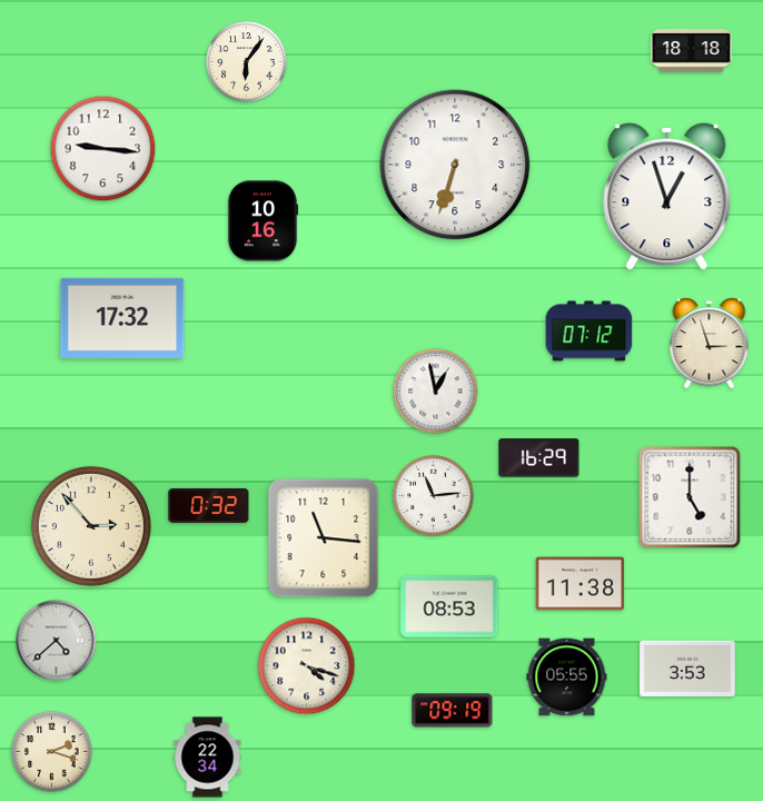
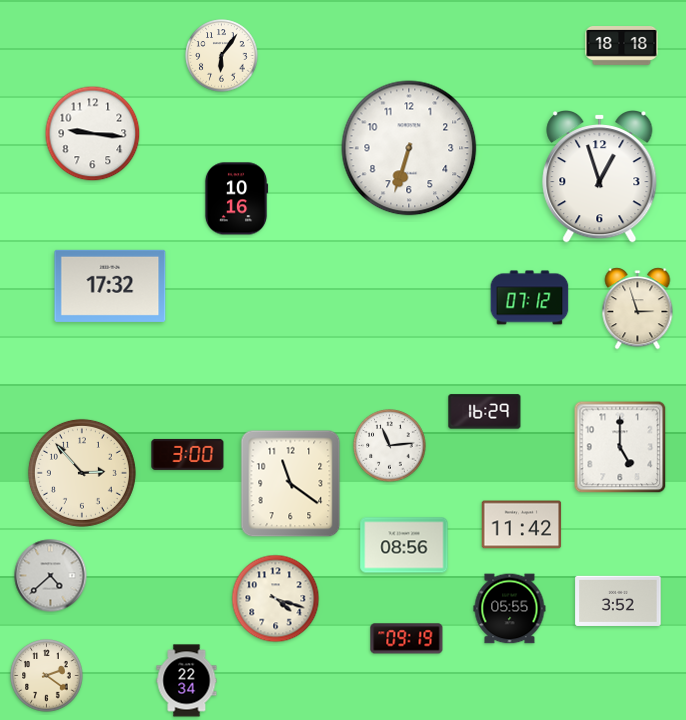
clock at (436, 392): 12:58 -> none
clock at (209, 505): 0:32 -> 3:00
clock at (324, 538): 11:16 -> 11:21
clock at (581, 584): 11:38 -> 11:42
clock at (449, 606): 08:53 -> 08:56
clock at (687, 669): 3:53 -> 3:52
clock at (52, 752): 2:18 -> 2:21
